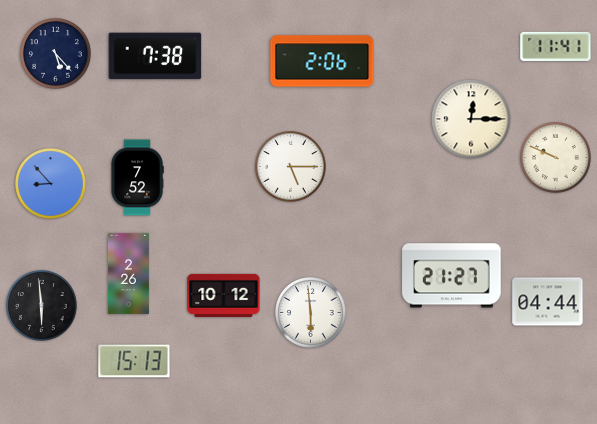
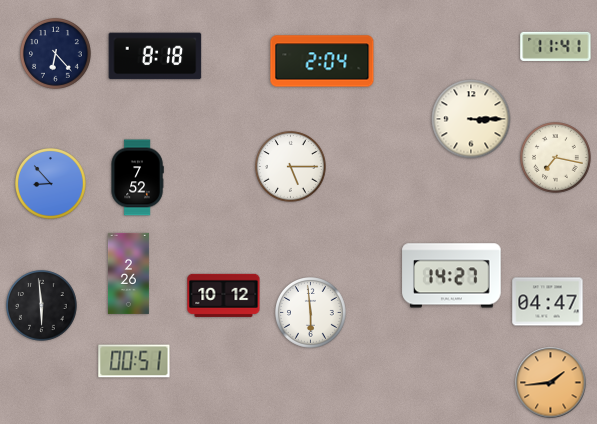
clock at (56, 54): 5:23 -> 6:23
clock at (155, 56): 7:38 -> 8:18
clock at (322, 61): 2:06 -> 2:04
clock at (471, 119): 12:15 -> 3:15
clock at (556, 158): 9:49 -> 7:17
clock at (452, 276): 21:27 -> 14:27
clock at (548, 302): 04:44 -> 04:47
clock at (134, 361): 15:13 -> 00:51
clock at (551, 383): none -> 1:44
